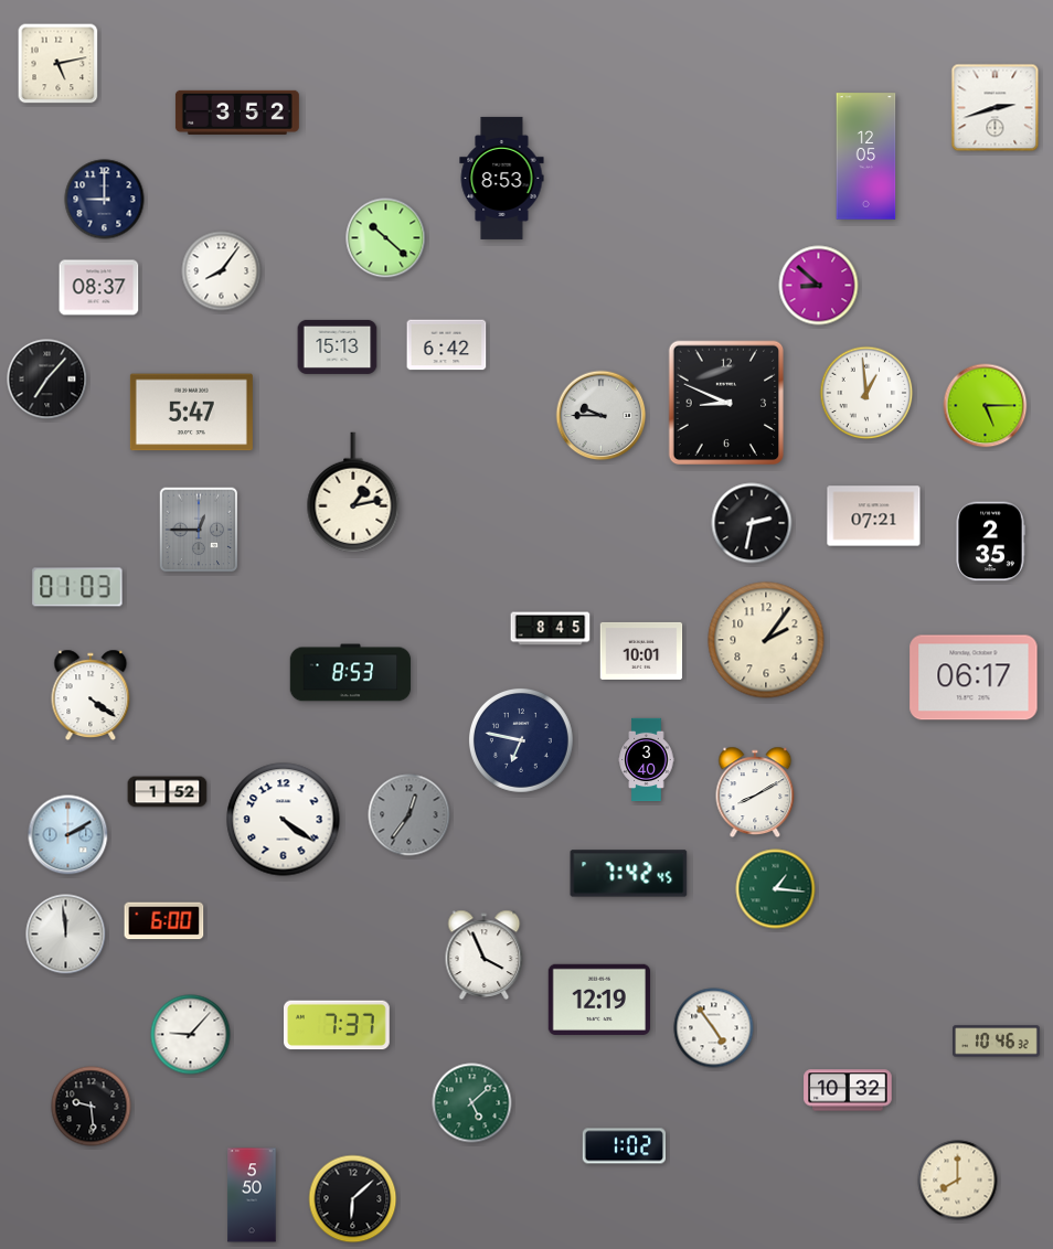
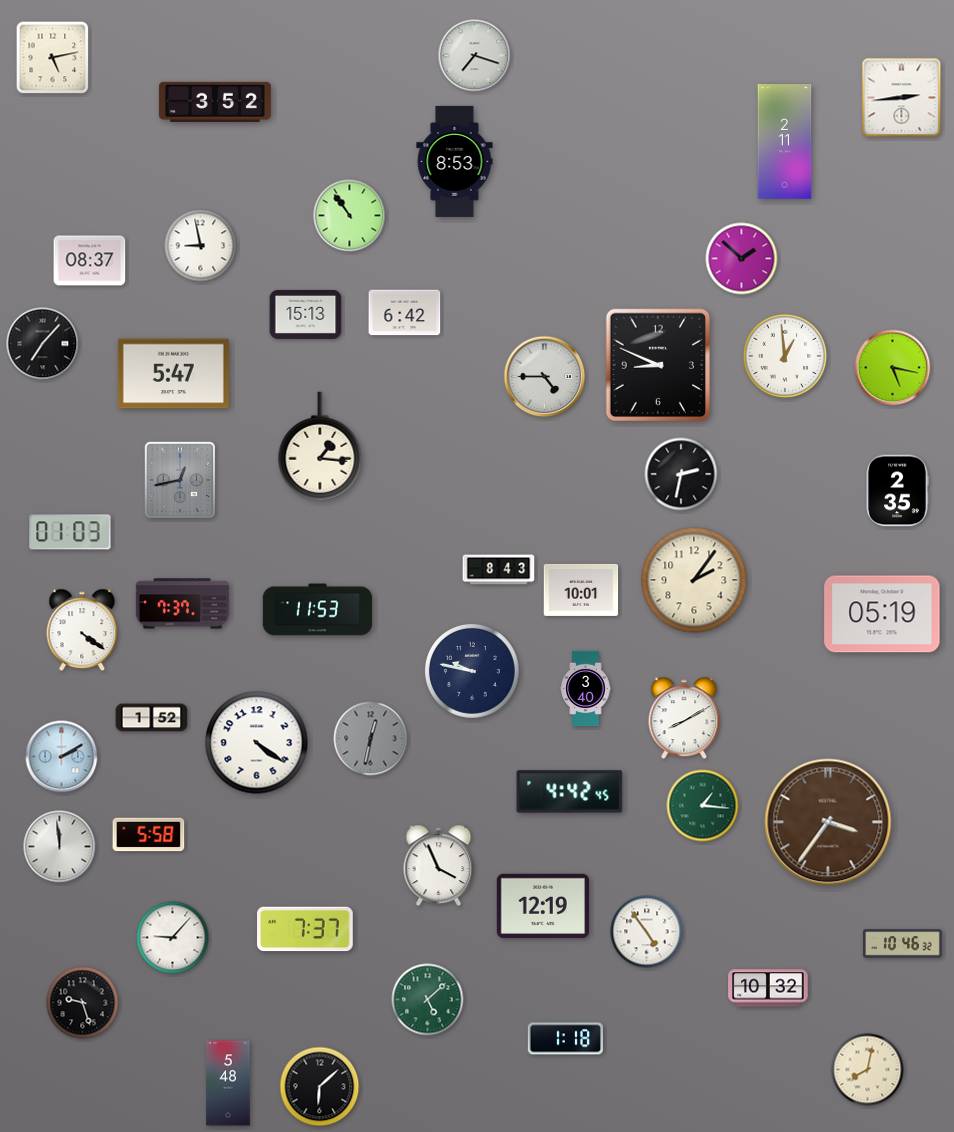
clock at (475, 56): none -> 7:18
clock at (996, 108): 2:42 -> 2:44
clock at (866, 157): 12:05 -> 2:11
clock at (105, 200): 9:00 -> none
clock at (386, 238): 10:22 -> 10:54
clock at (222, 271): 8:06 -> 8:58
clock at (819, 286): 8:52 -> 1:52
clock at (986, 406): 5:15 -> 5:17
clock at (602, 416): 9:45 -> 4:45
clock at (353, 492): 1:13 -> 1:16
clock at (874, 516): 07:21 -> none
clock at (199, 530): 12:45 -> 12:43
clock at (551, 629): 8:45 -> 8:43
clock at (182, 604): none -> 7:37
clock at (351, 673): 8:53 -> 11:53
clock at (974, 677): 06:17 -> 05:19
clock at (521, 740): 6:47 -> 9:47
clock at (410, 815): 12:36 -> 12:32
clock at (629, 874): 7:42 -> 4:42
clock at (828, 822): none -> 3:36
clock at (164, 921): 6:00 -> 5:58
clock at (92, 1107): 9:29 -> 9:27
clock at (625, 1146): 1:02 -> 1:18
clock at (958, 1181): 8:00 -> 8:02
clock at (252, 1195): 5:50 -> 5:48
